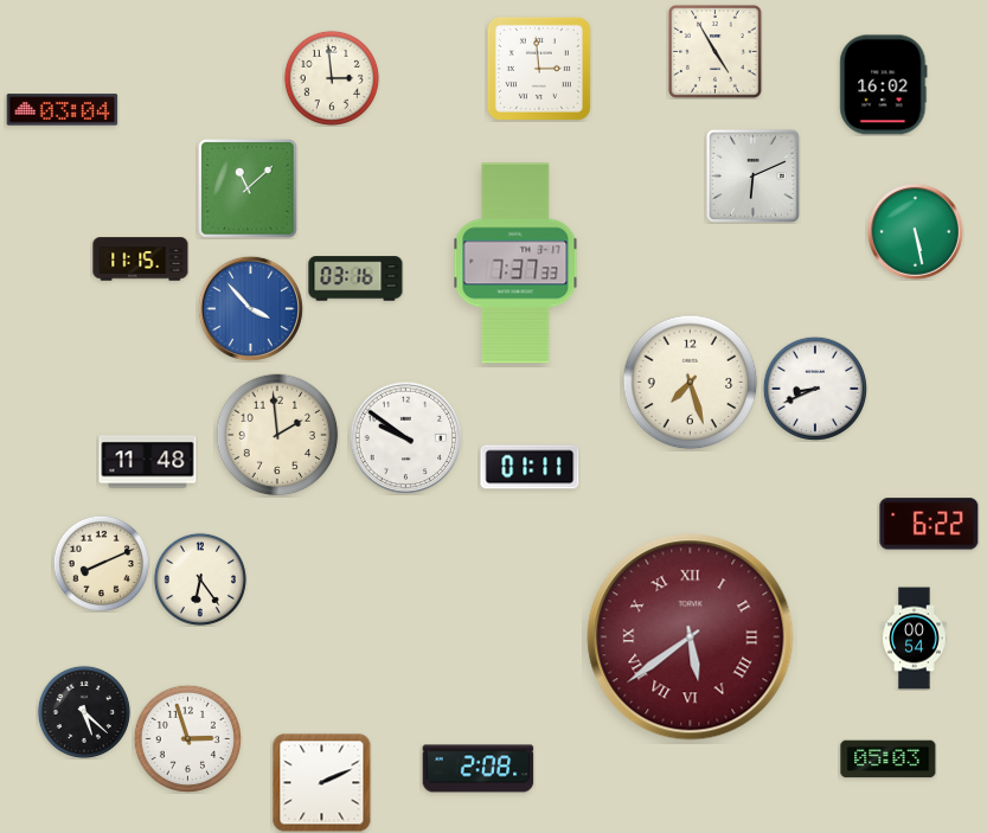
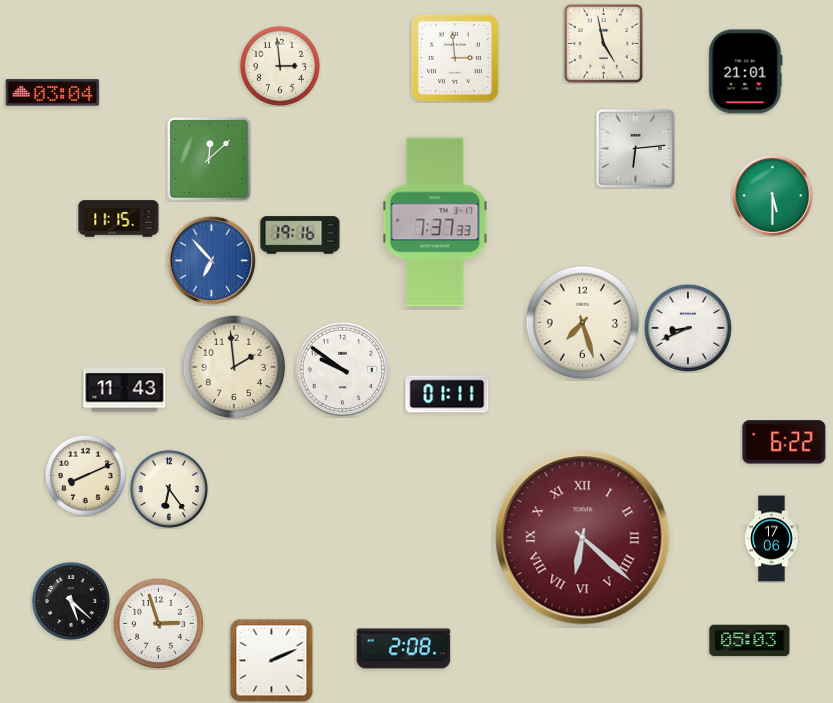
clock at (716, 52): 4:55 -> 4:58
clock at (884, 85): 16:02 -> 21:01
clock at (752, 175): 6:11 -> 6:14
clock at (248, 188): 11:08 -> 12:08
clock at (915, 231): 5:28 -> 5:30
clock at (355, 278): 03:16 -> 19:16
clock at (250, 308): 3:53 -> 6:53
clock at (148, 462): 11:48 -> 11:43
clock at (691, 637): 5:39 -> 6:22
clock at (915, 639): 00:54 -> 17:06
